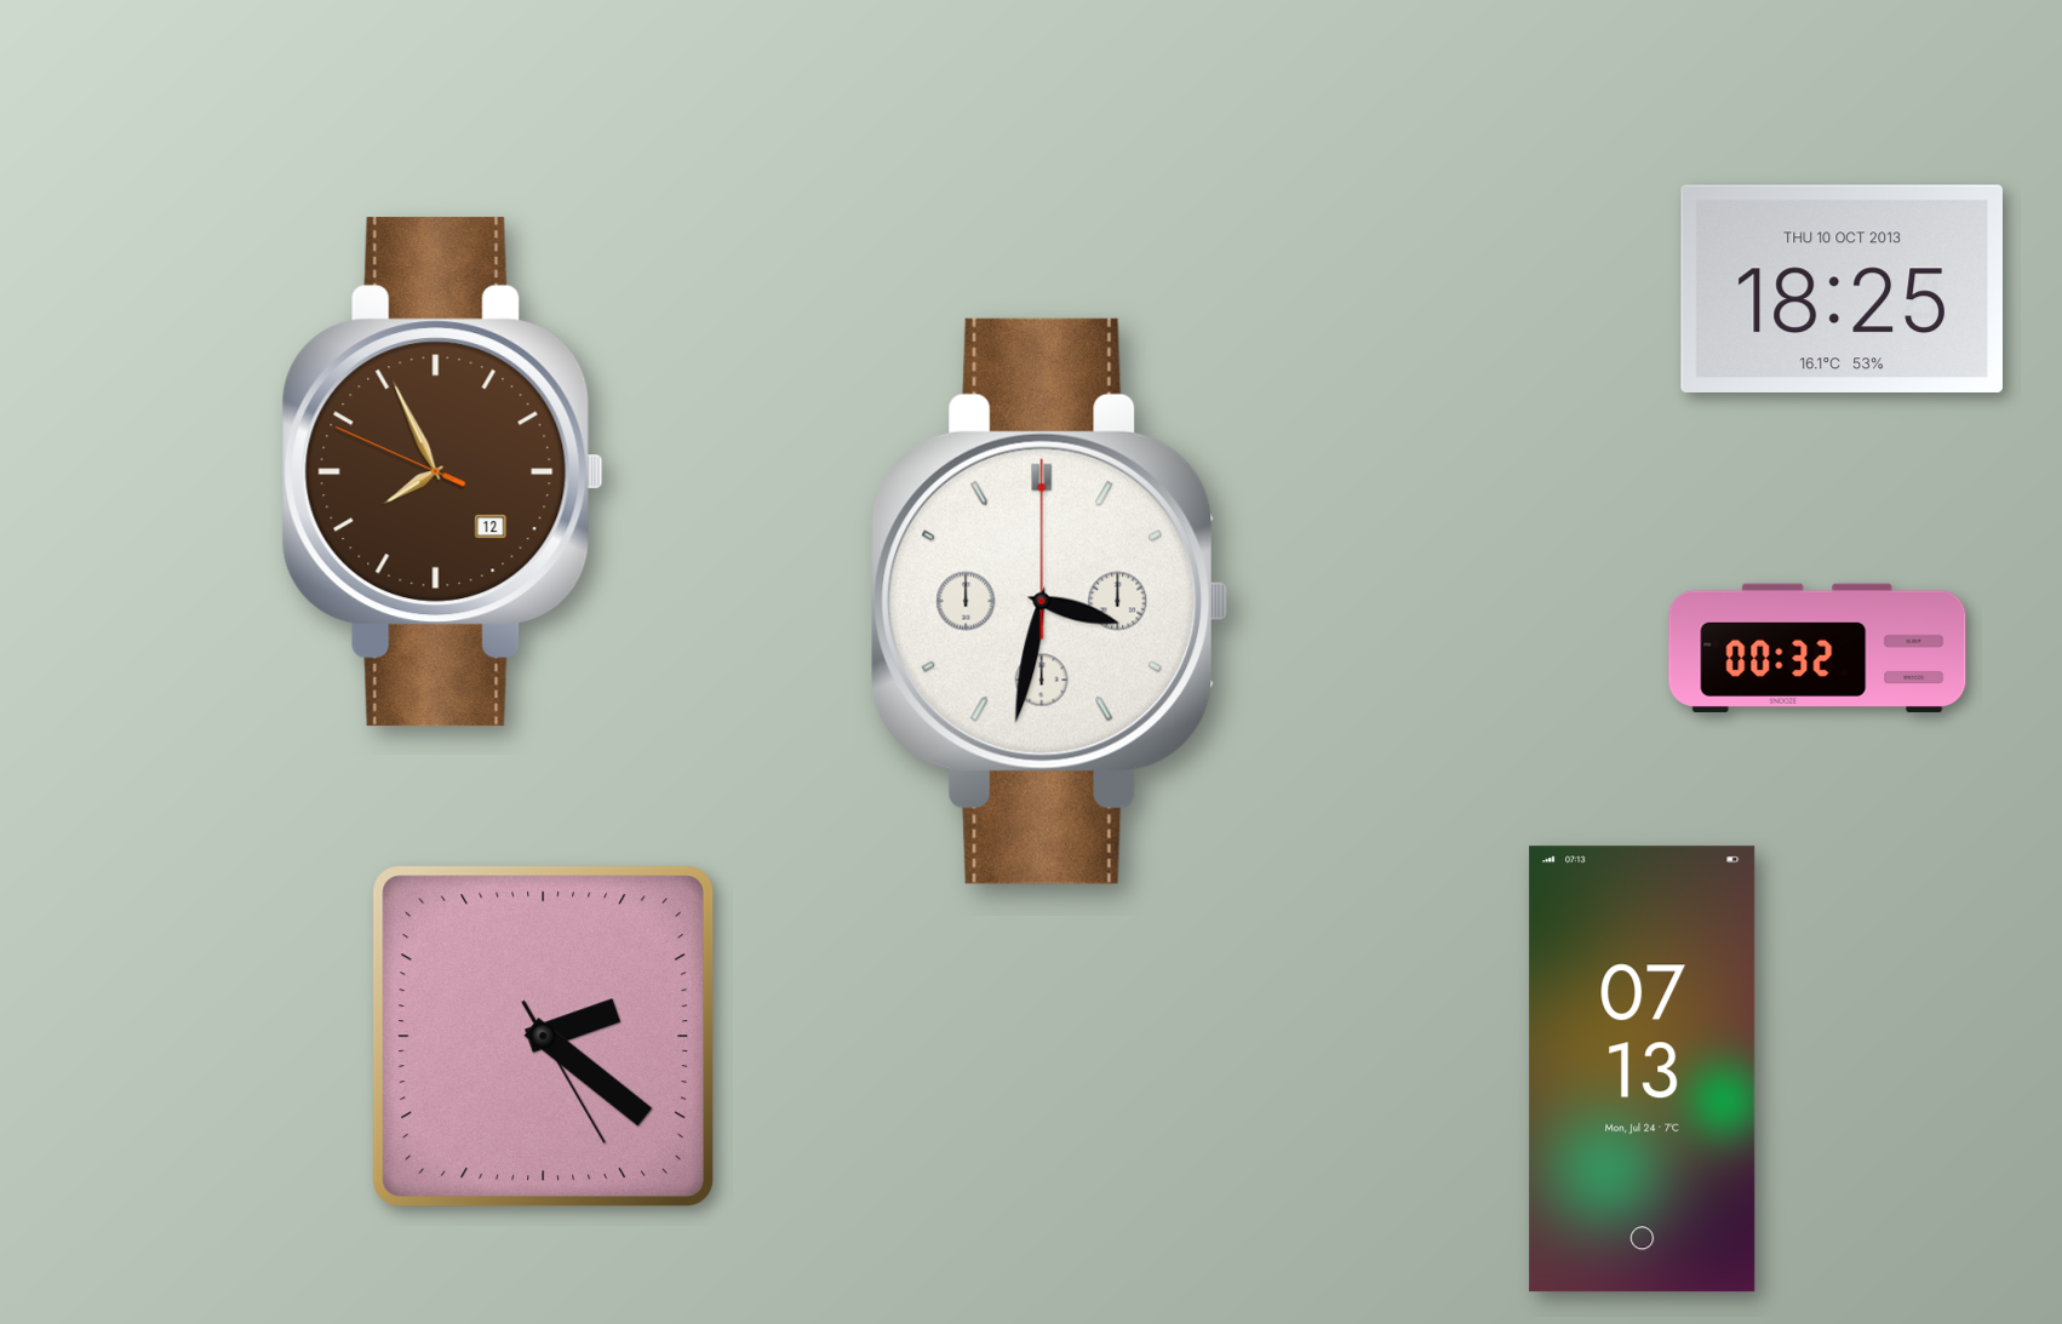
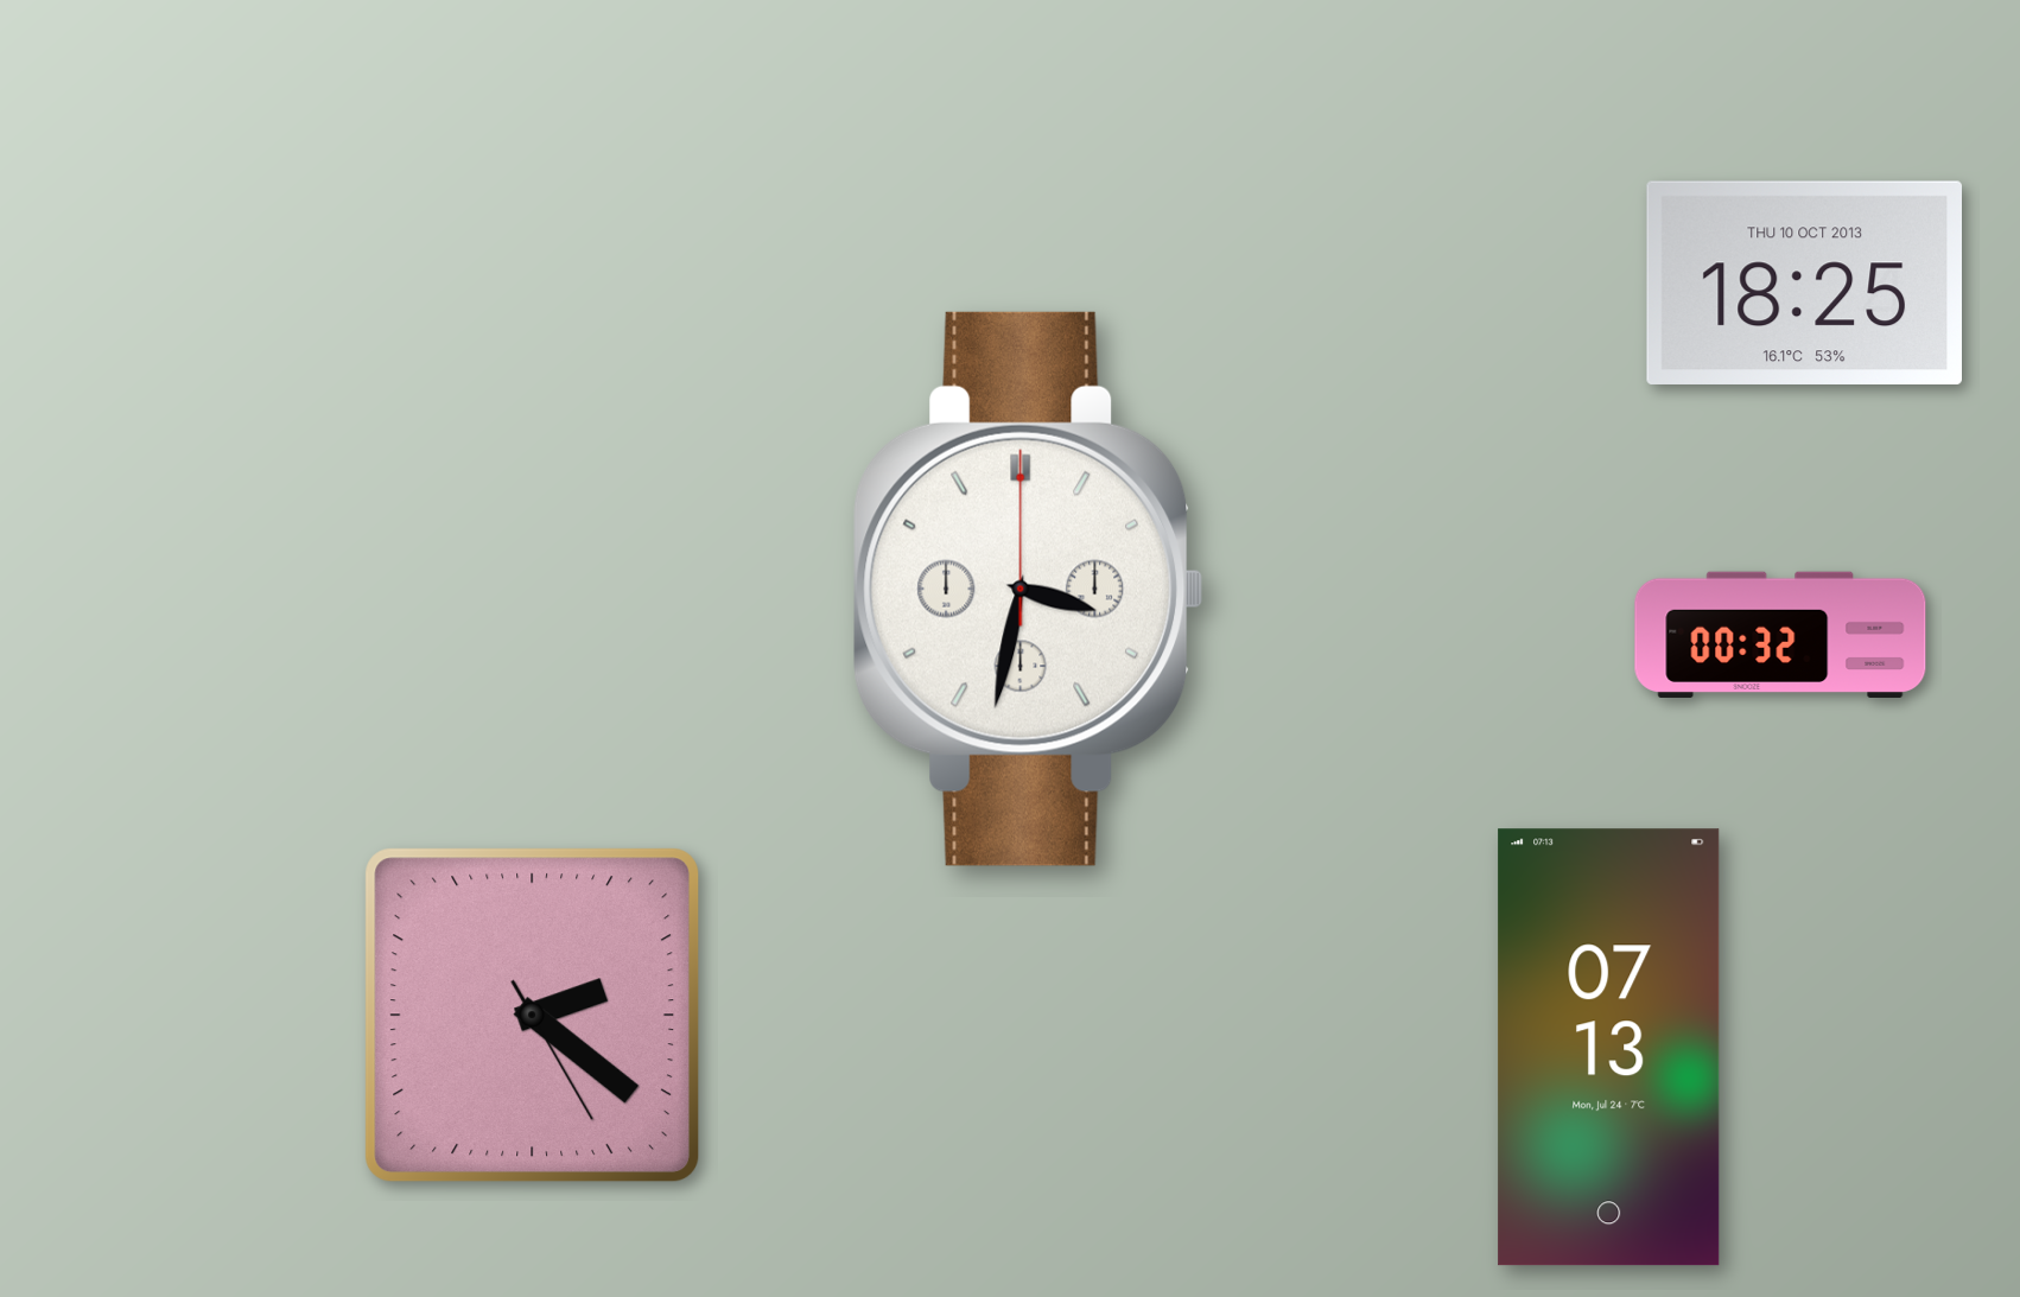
clock at (442, 472): 7:55 -> none
